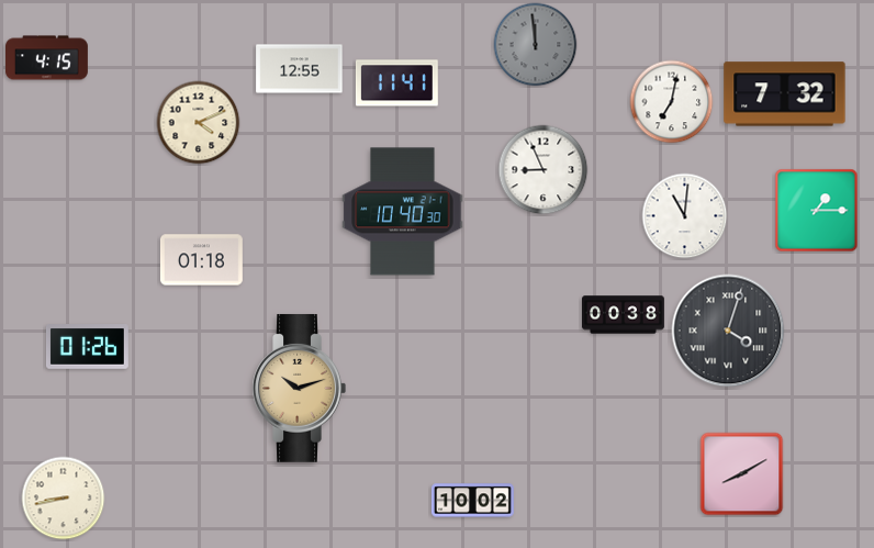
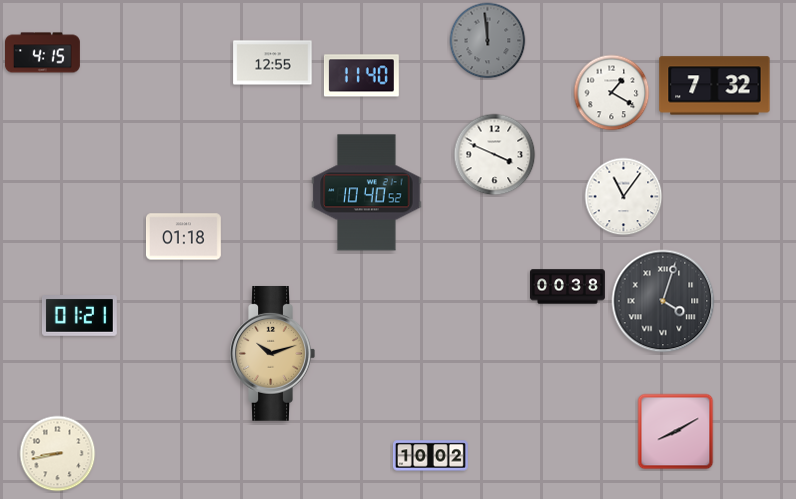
clock at (396, 83): 11:41 -> 11:40
clock at (672, 102): 7:02 -> 1:20
clock at (199, 123): 4:11 -> none
clock at (544, 170): 8:56 -> 3:49
clock at (817, 211): 1:15 -> none
clock at (403, 212): 10:40:30 -> 10:40:52
clock at (685, 216): 11:01 -> 11:06
clock at (87, 347): 01:26 -> 01:21
